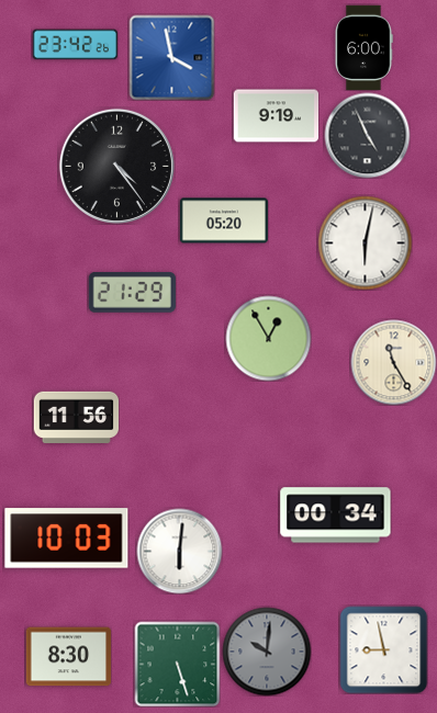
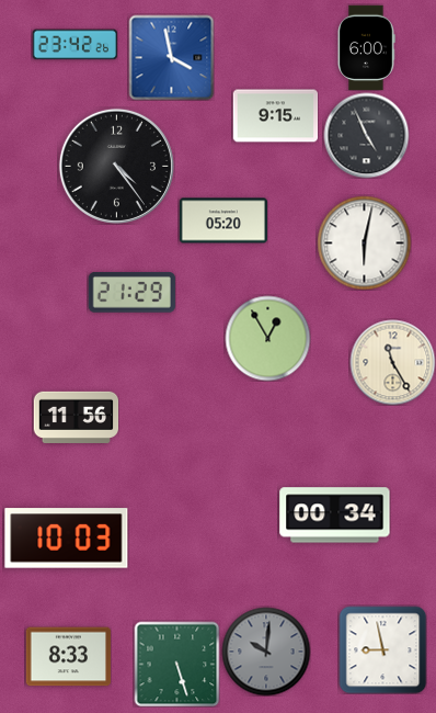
clock at (363, 47) position: (363, 47) -> (366, 47)
clock at (276, 116): 9:19 -> 9:15
clock at (179, 551): 6:01 -> none
clock at (68, 657): 8:30 -> 8:33
